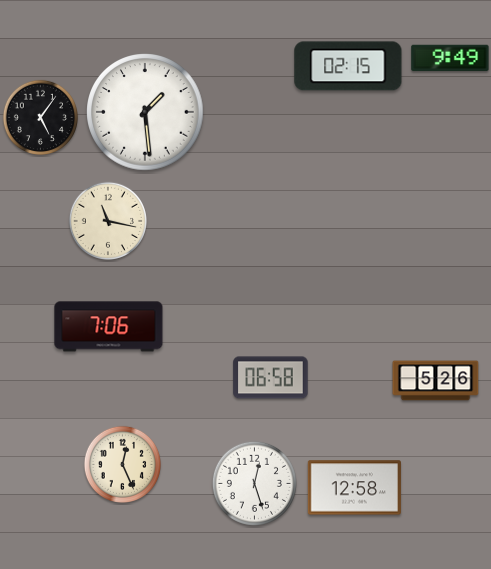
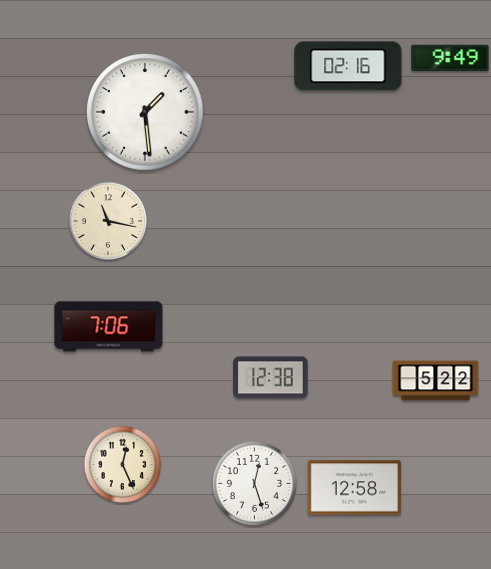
clock at (348, 66): 02:15 -> 02:16
clock at (40, 117): 5:06 -> none
clock at (271, 378): 06:58 -> 12:38
clock at (436, 381): 5:26 -> 5:22
